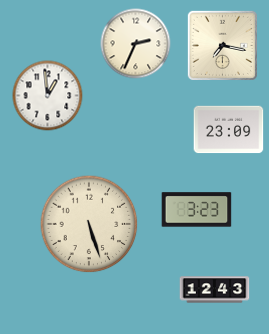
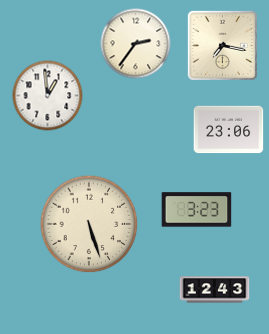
clock at (136, 44): 2:34 -> 2:36
clock at (229, 130): 23:09 -> 23:06
